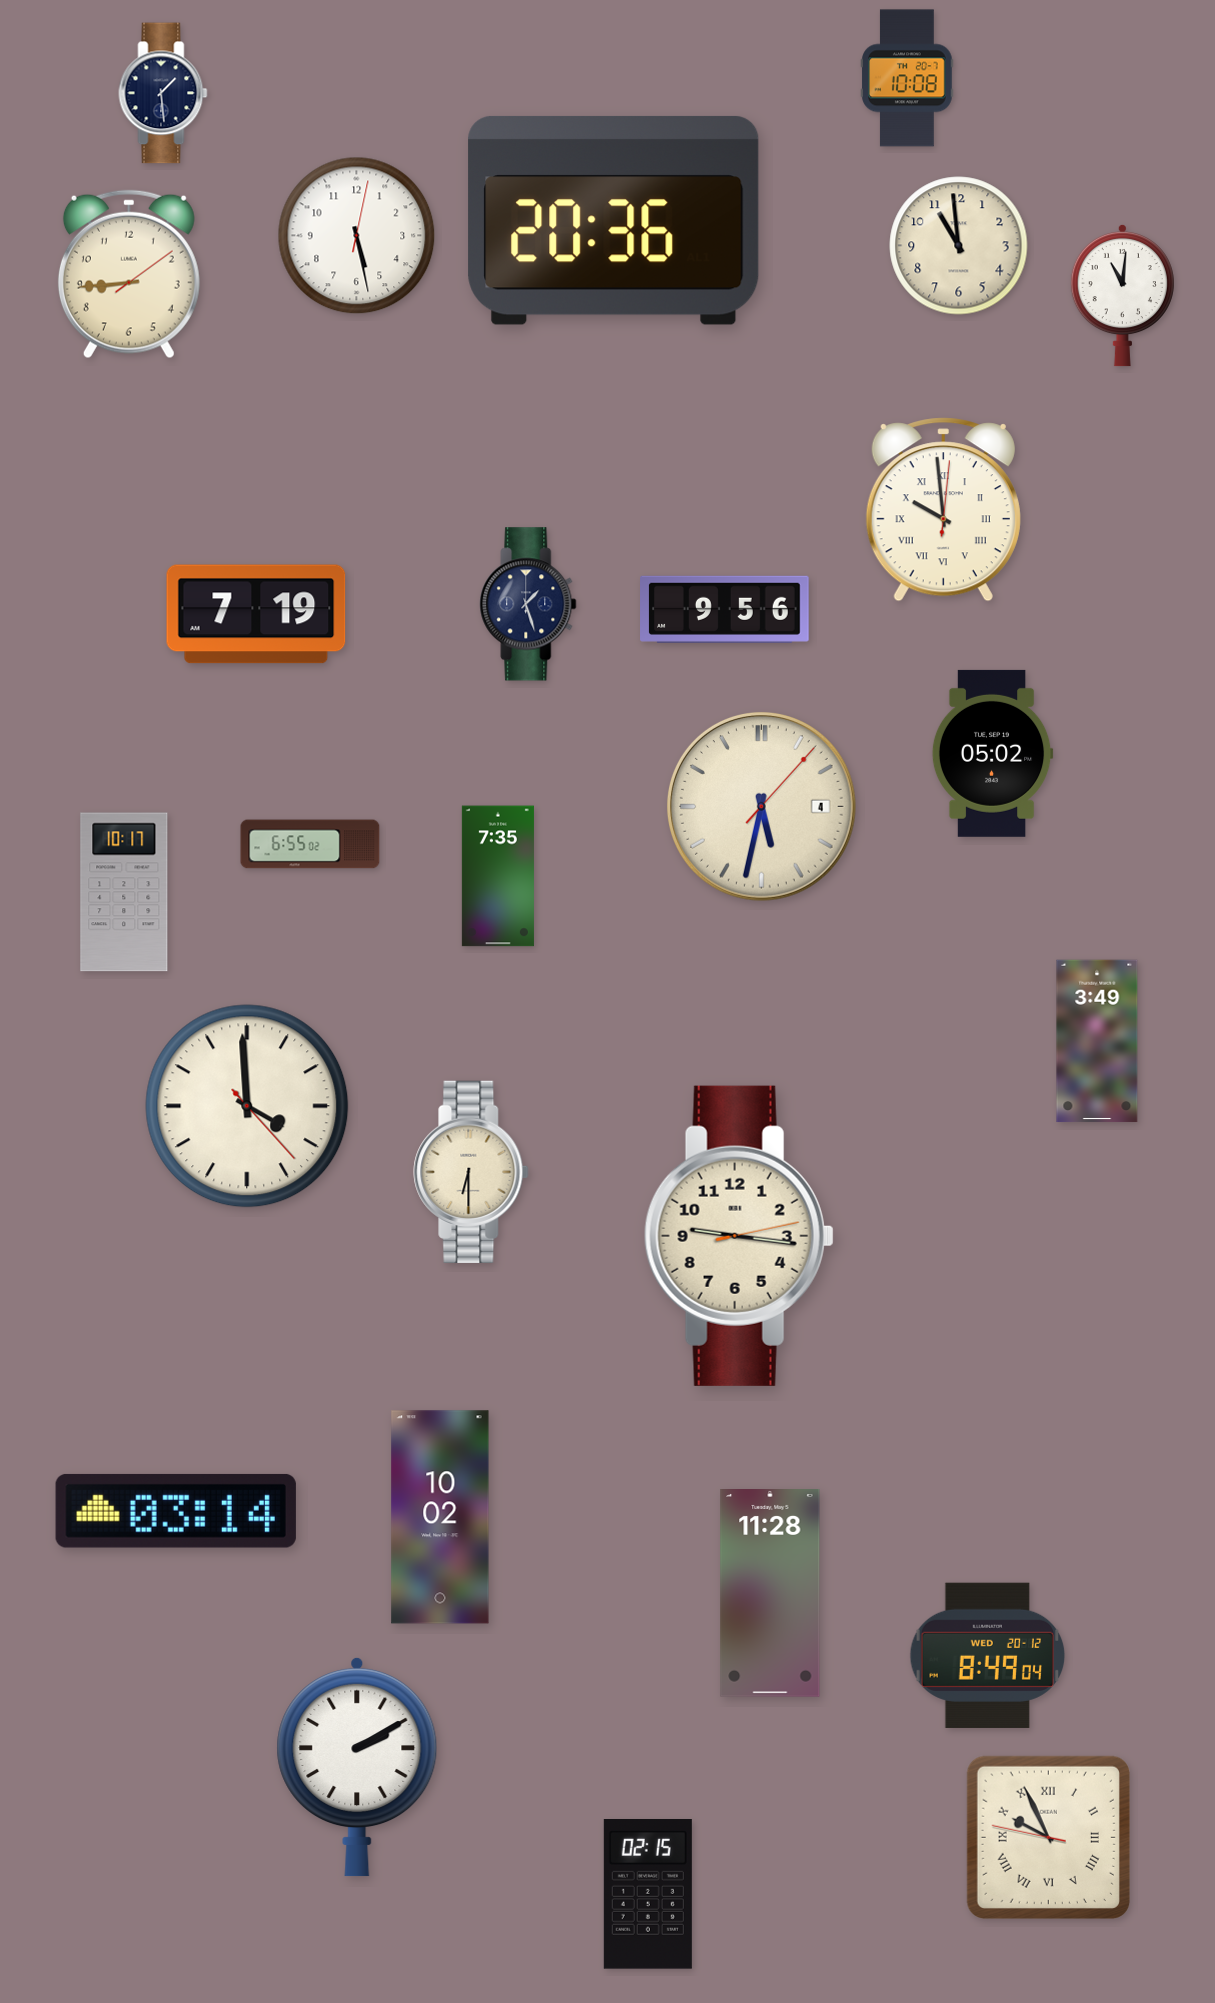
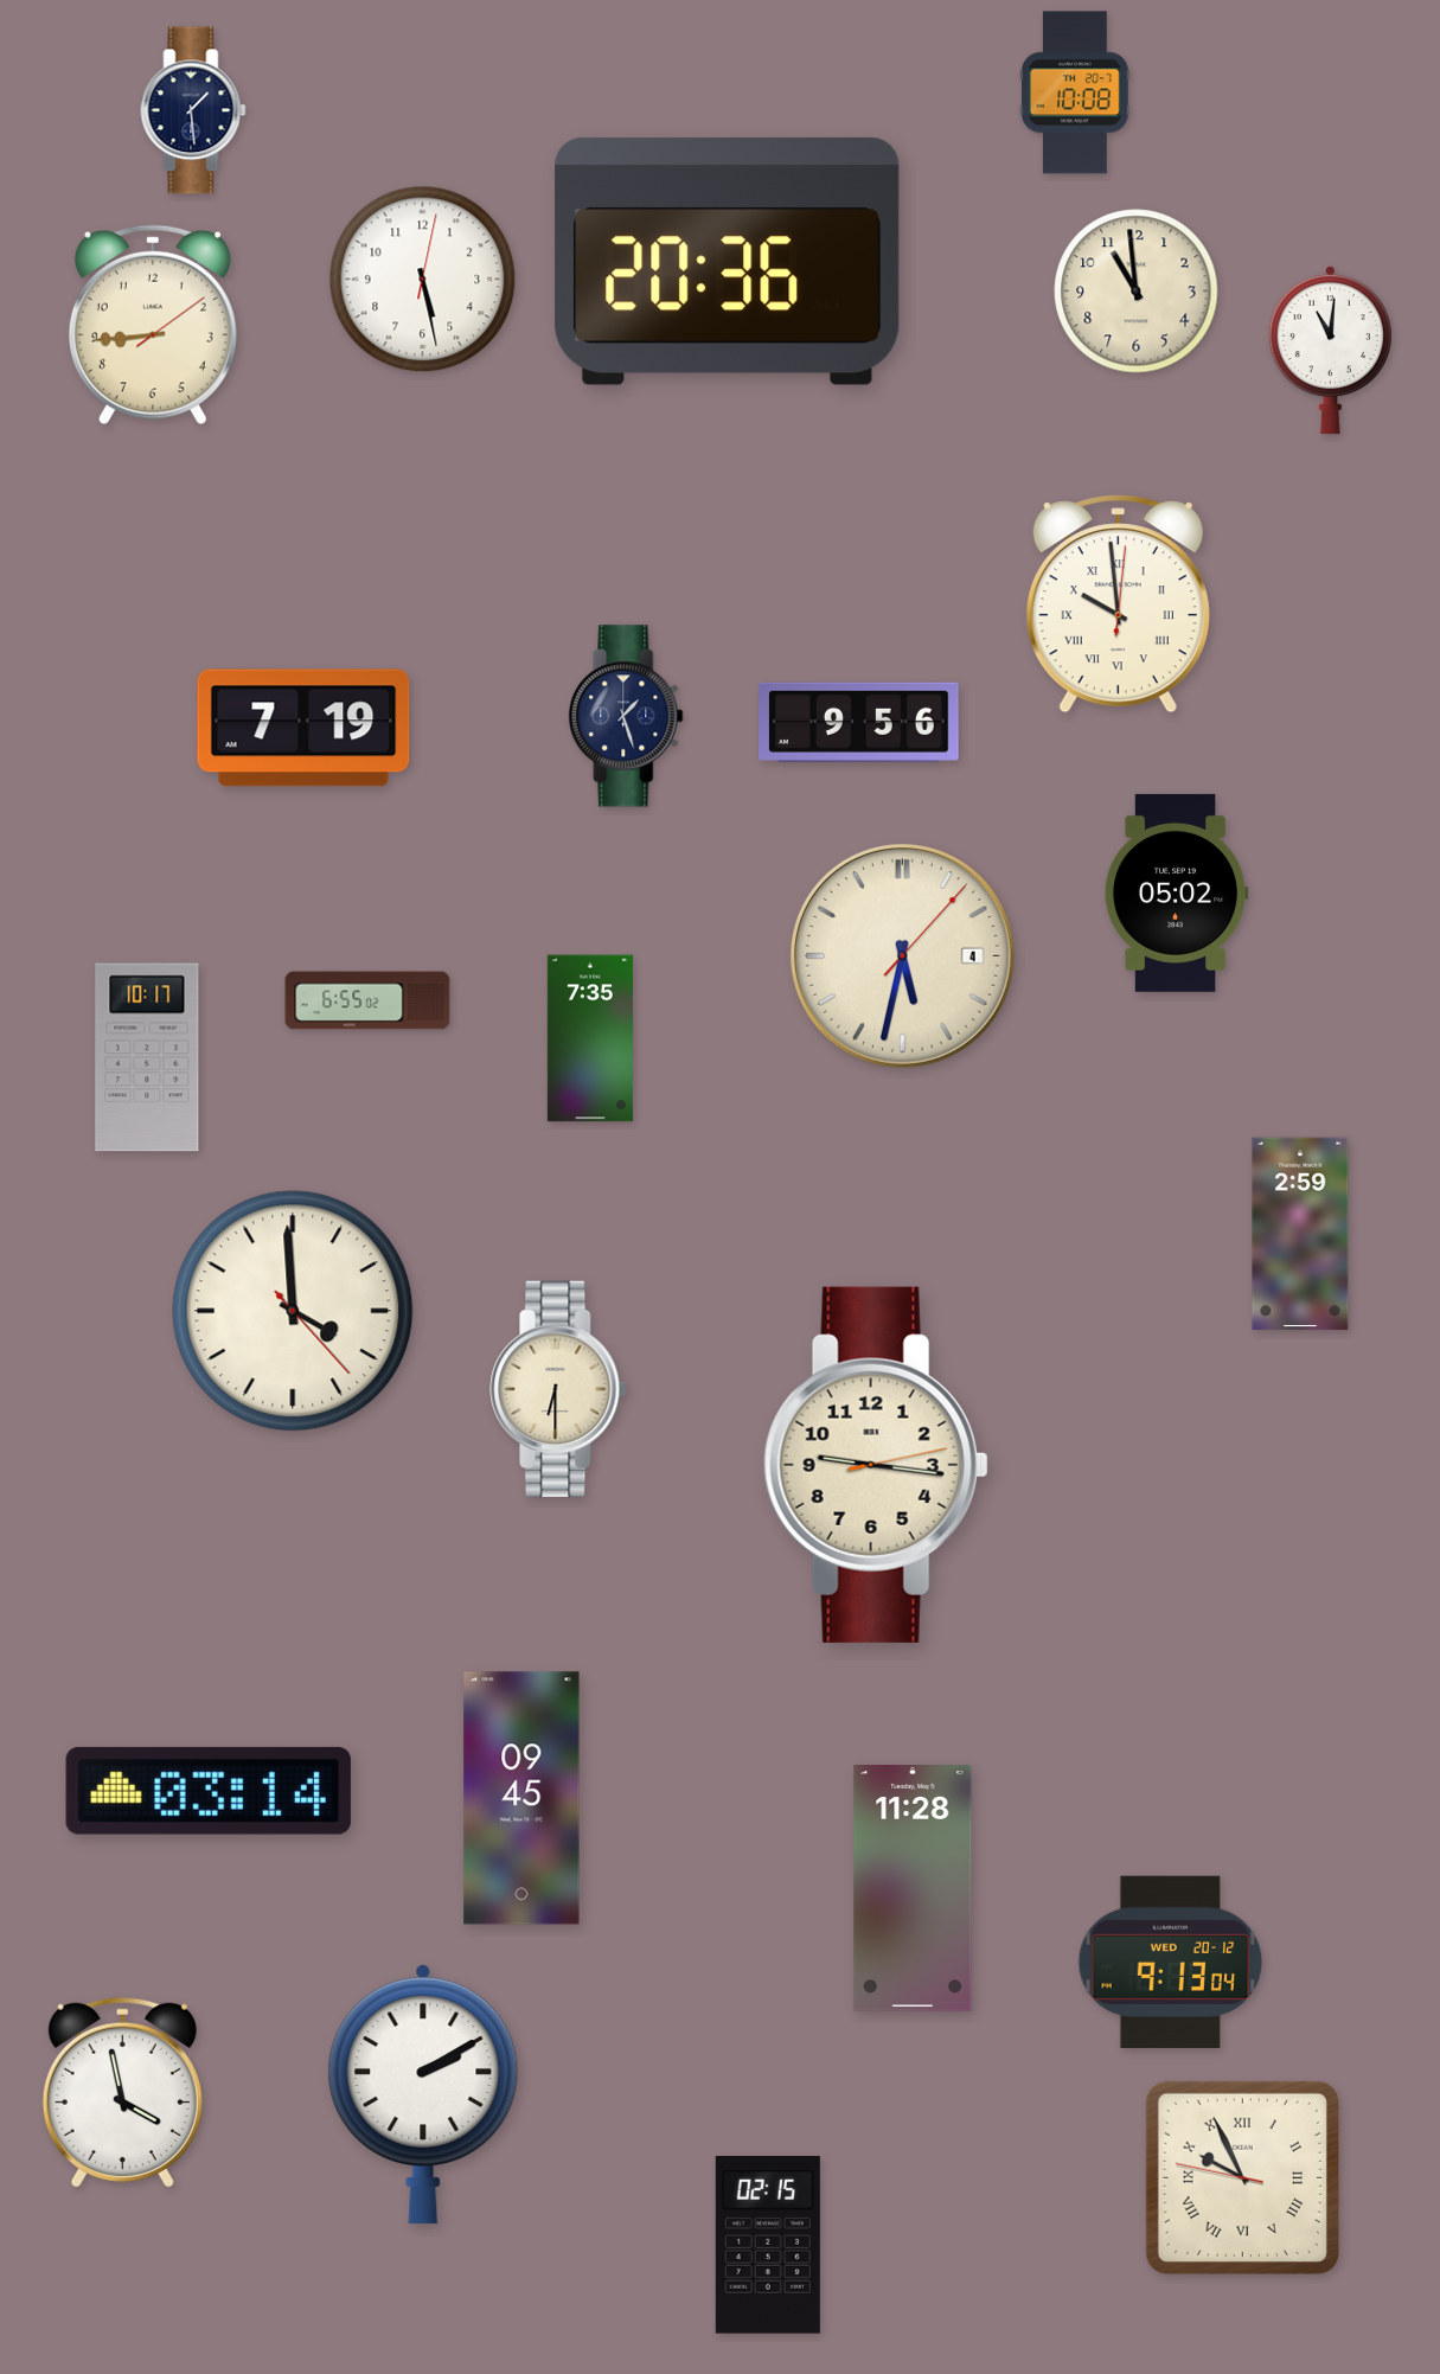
clock at (1097, 1041): 3:49 -> 2:59
clock at (440, 1517): 10:02 -> 09:45
clock at (988, 1655): 8:49 -> 9:13
clock at (122, 2092): none -> 3:58
